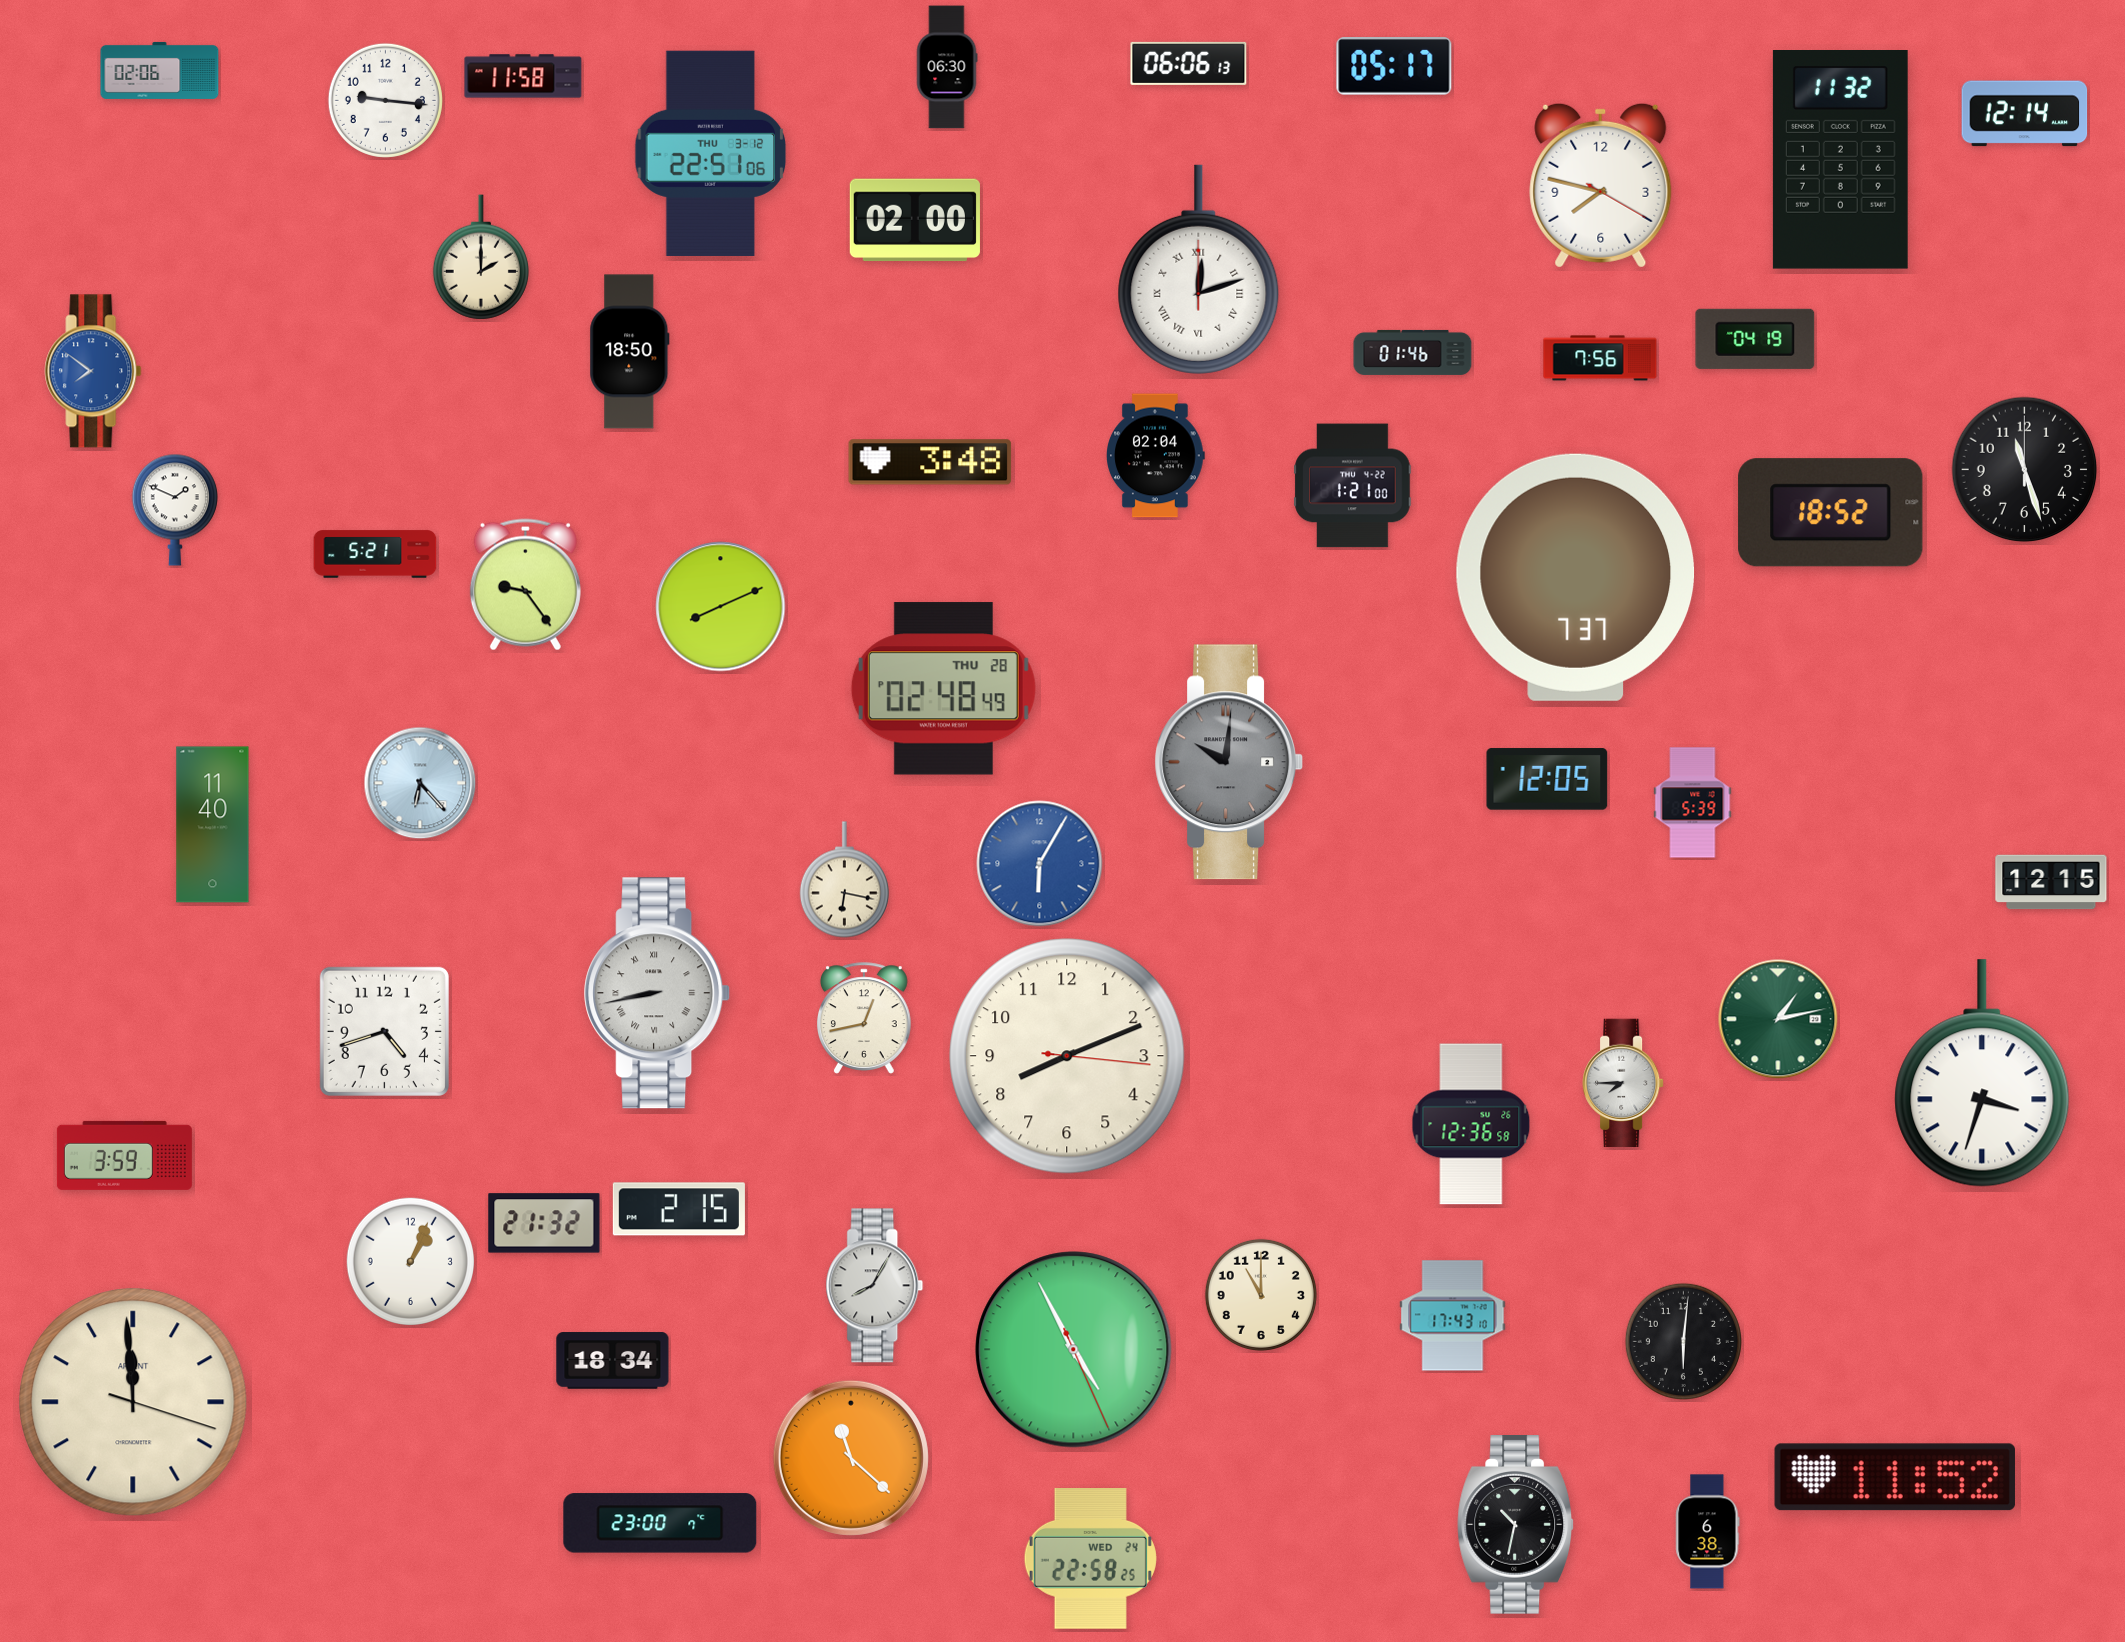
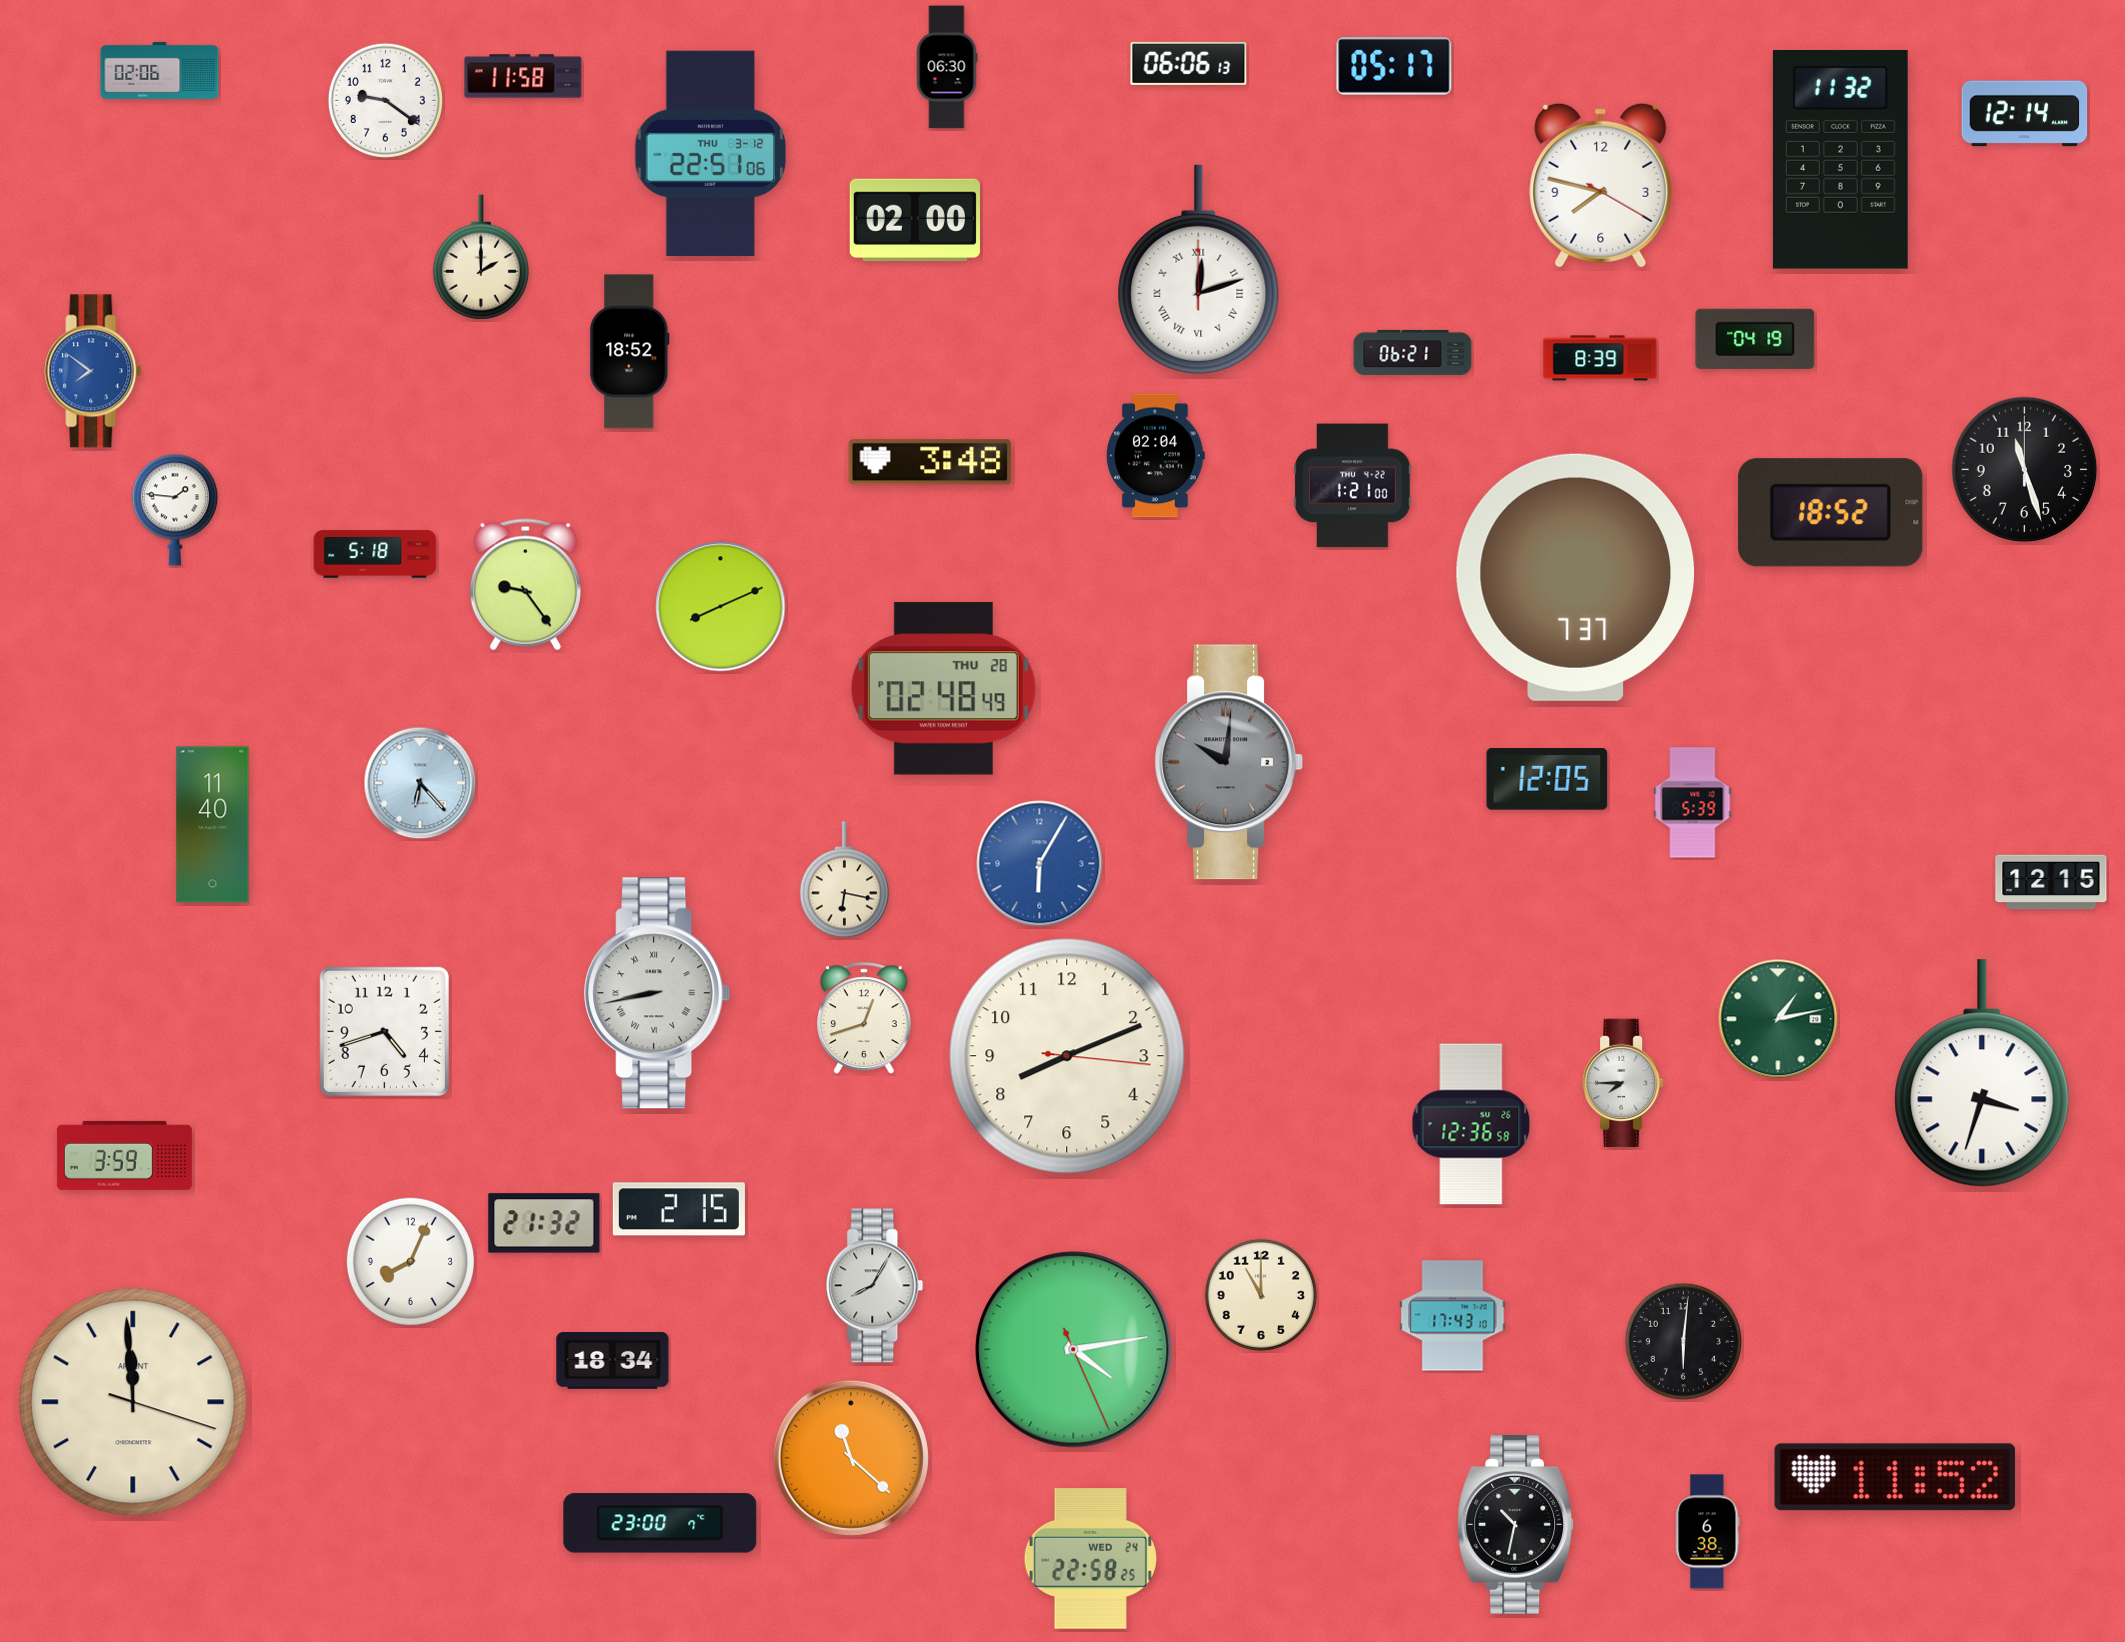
clock at (385, 100): 9:16 -> 9:21
clock at (630, 352): 18:50 -> 18:52
clock at (1413, 352): 01:46 -> 06:21
clock at (1600, 358): 7:56 -> 8:39
clock at (175, 510): 1:49 -> 1:46
clock at (375, 554): 5:21 -> 5:18
clock at (865, 1018): 12:43 -> 12:42
clock at (410, 1261): 1:04 -> 8:04
clock at (1074, 1350): 4:55 -> 4:13
